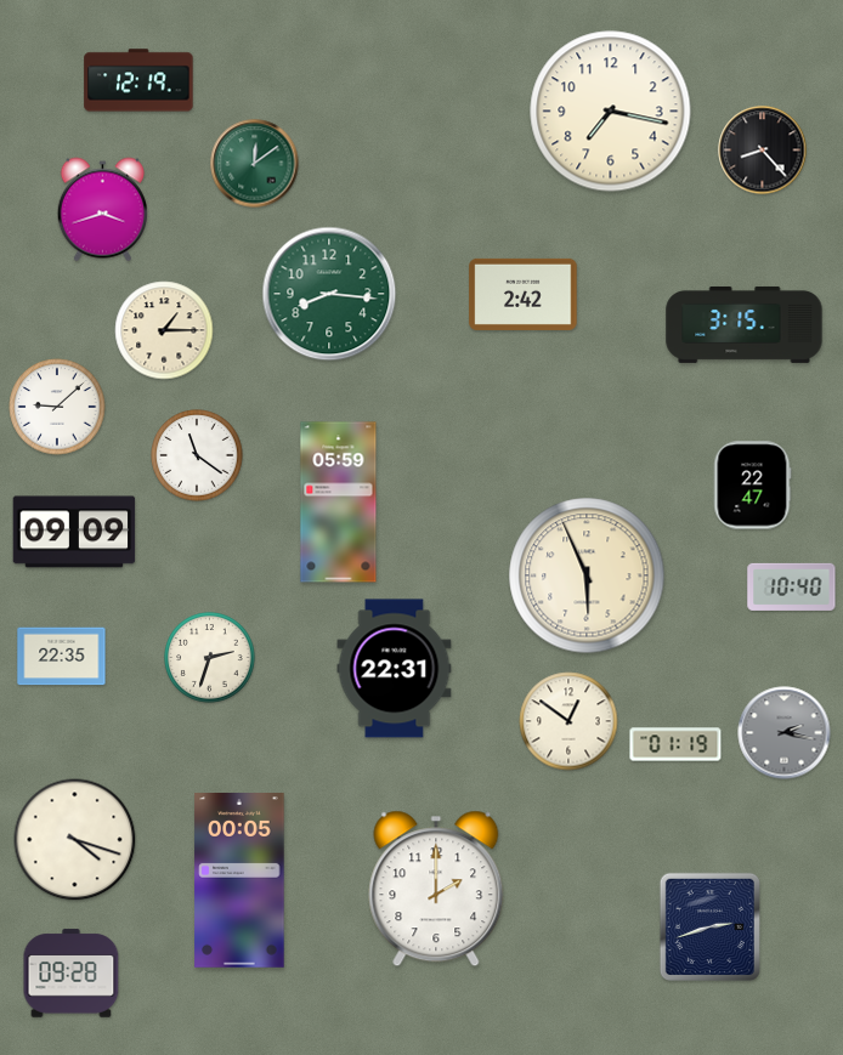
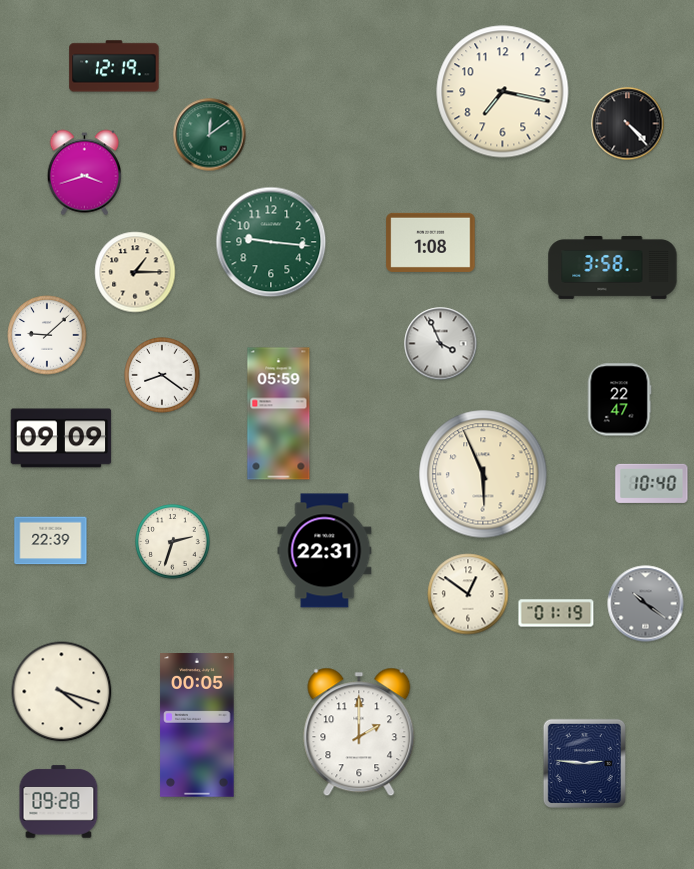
clock at (763, 151): 8:23 -> 4:23
clock at (329, 294): 8:16 -> 9:16
clock at (524, 294): 2:42 -> 1:08
clock at (745, 324): 3:15 -> 3:58
clock at (441, 344): none -> 3:56
clock at (197, 455): 11:21 -> 8:21
clock at (62, 657): 22:35 -> 22:39
clock at (785, 733): 2:17 -> 10:21
clock at (709, 926): 2:42 -> 2:46
